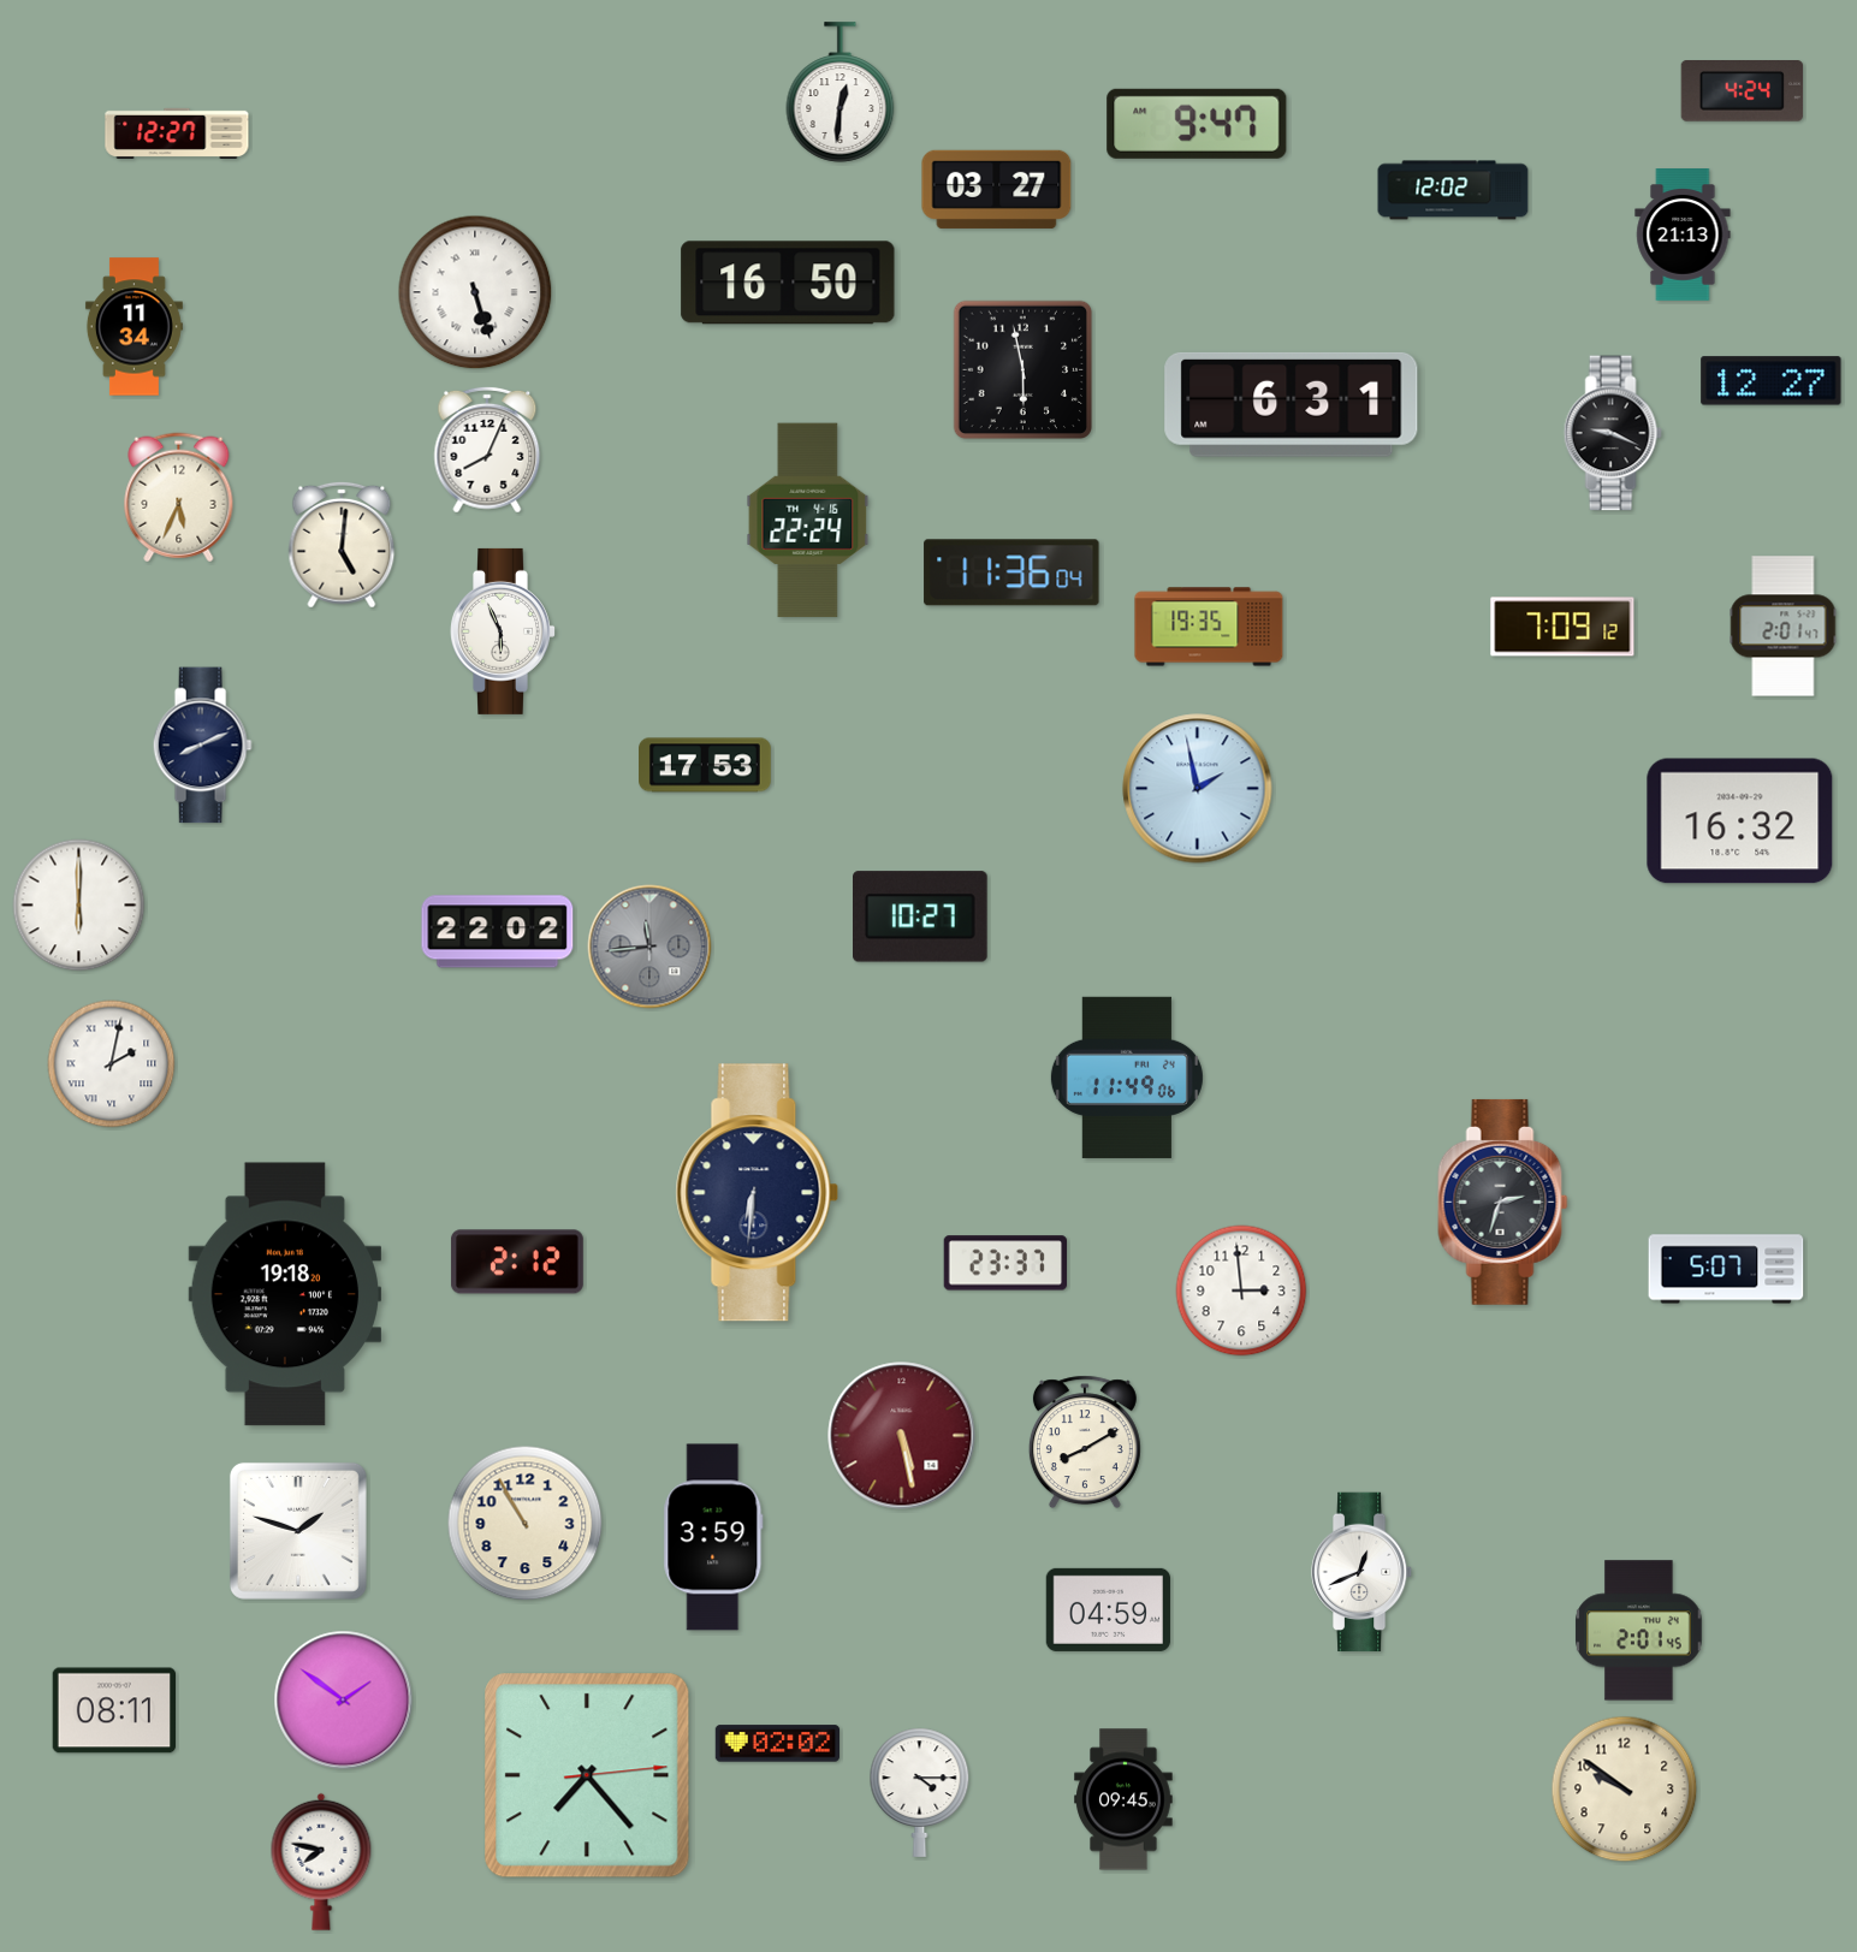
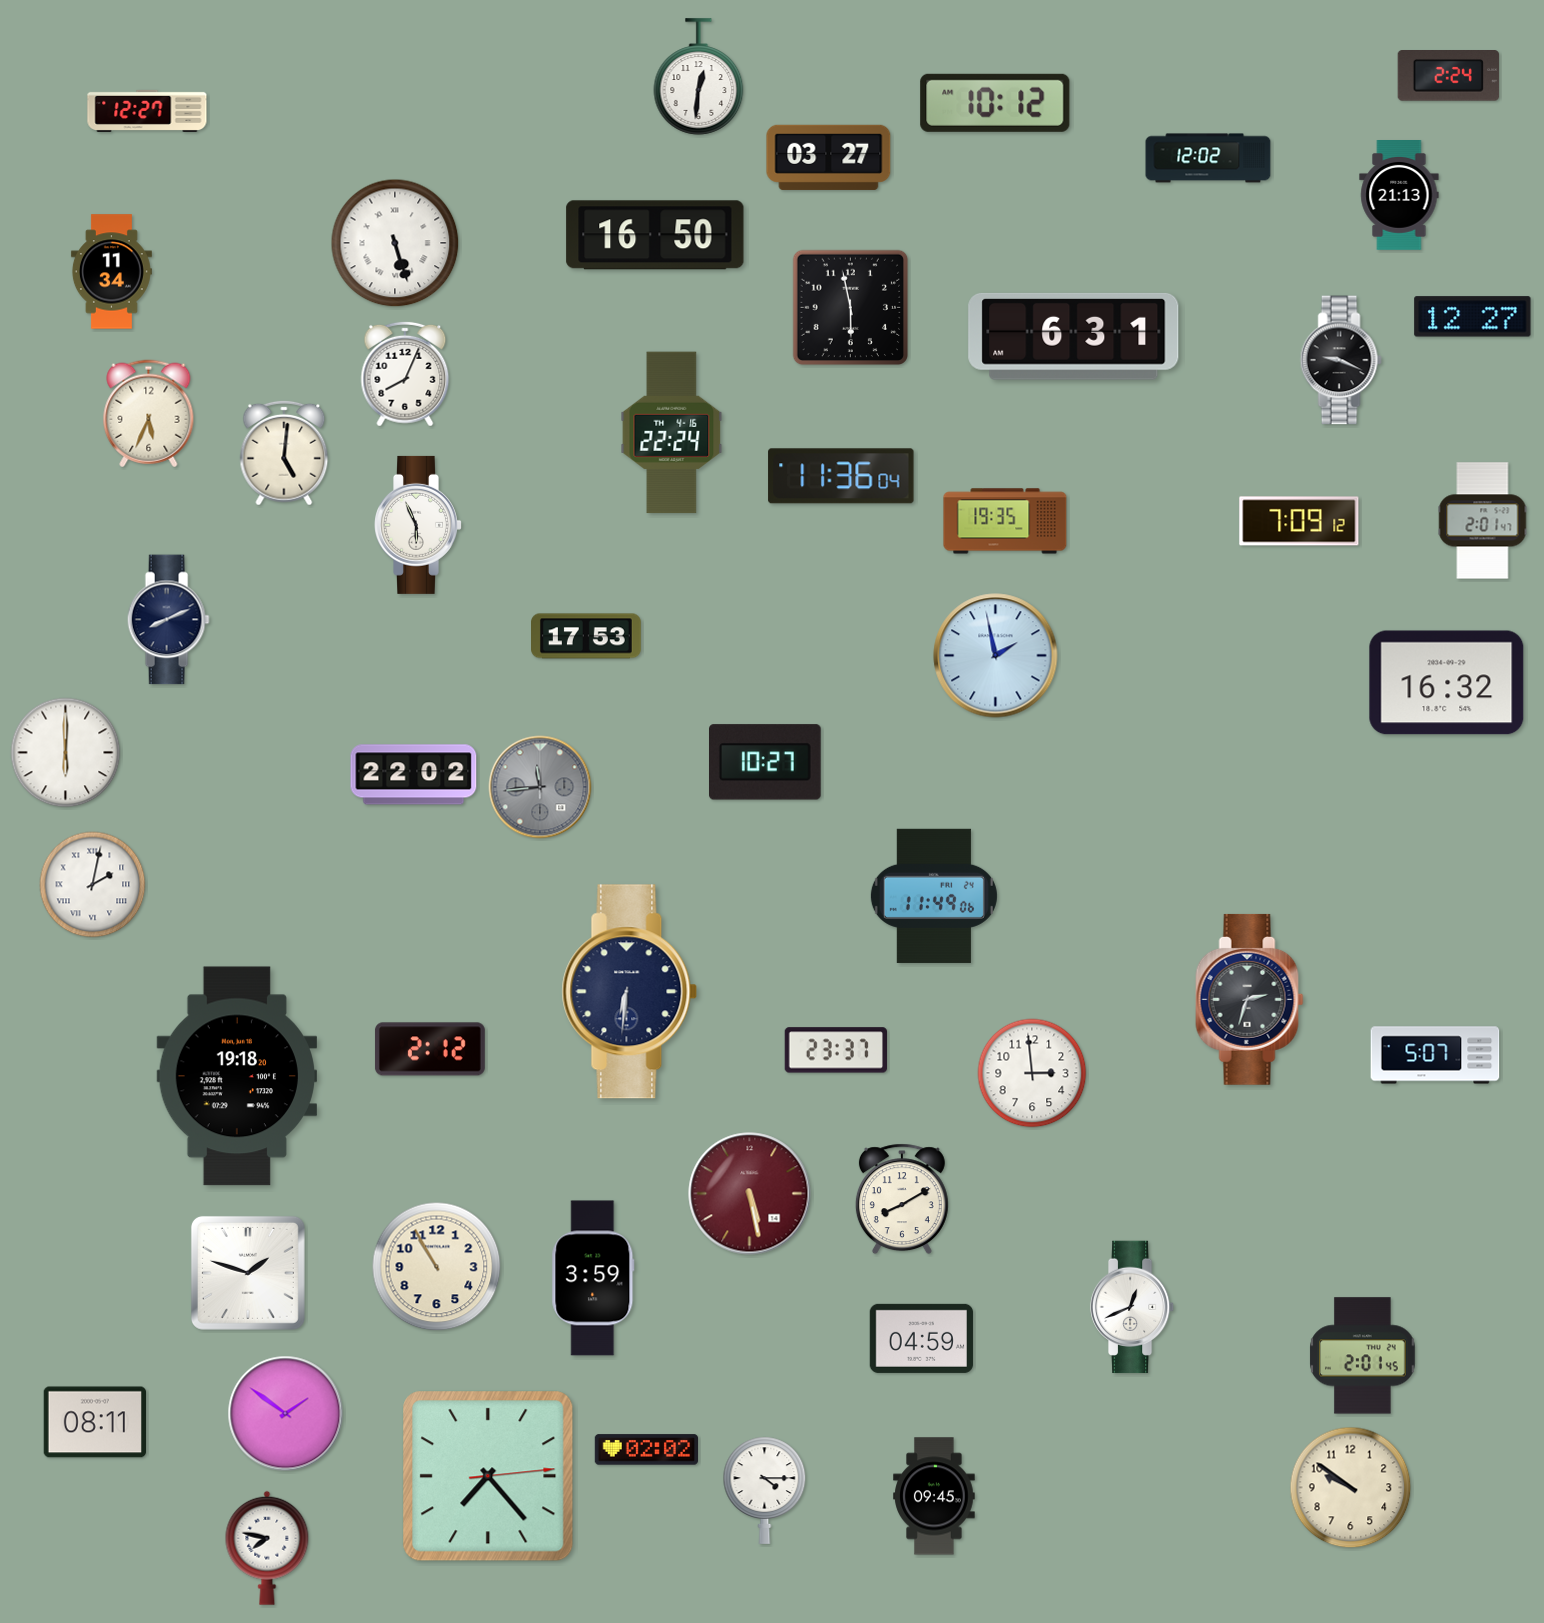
clock at (1743, 91): 4:24 -> 2:24
clock at (1197, 124): 9:47 -> 10:12
clock at (1127, 1078) position: (1127, 1078) -> (934, 896)
